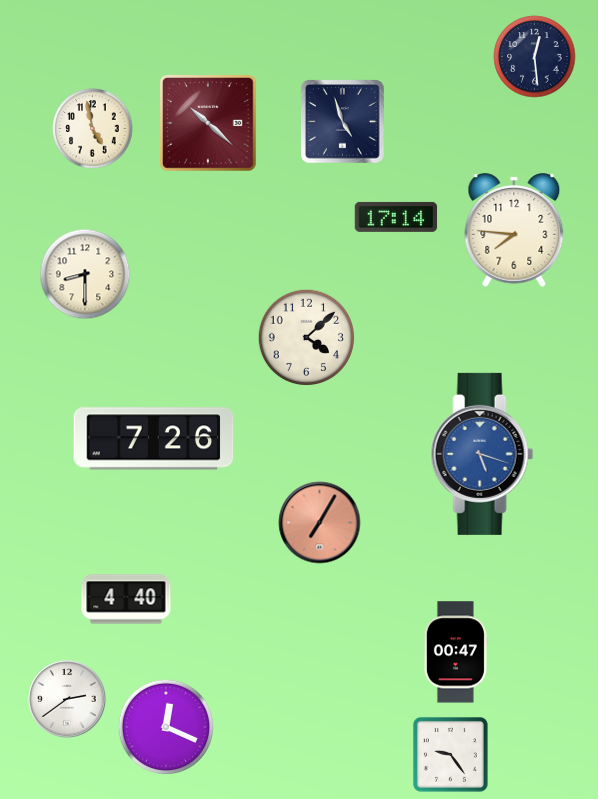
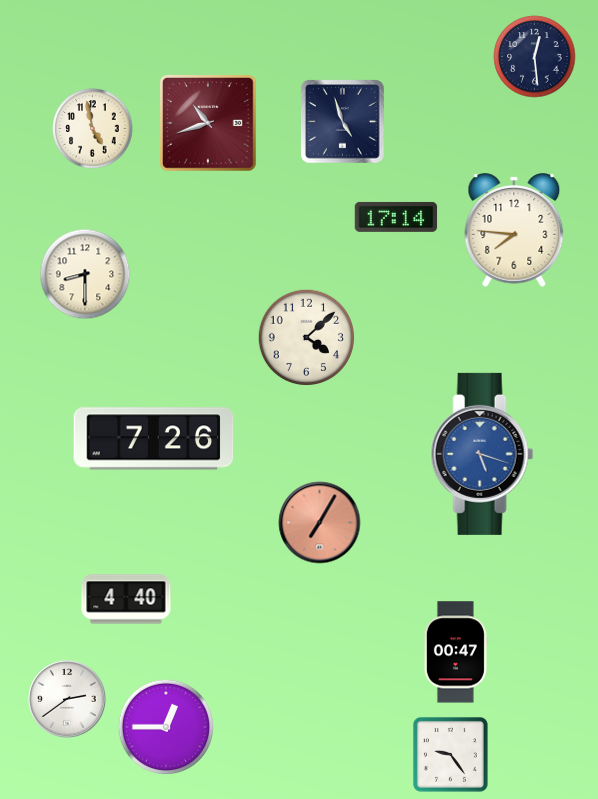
clock at (209, 124): 10:22 -> 10:42
clock at (166, 727): 12:19 -> 12:45
